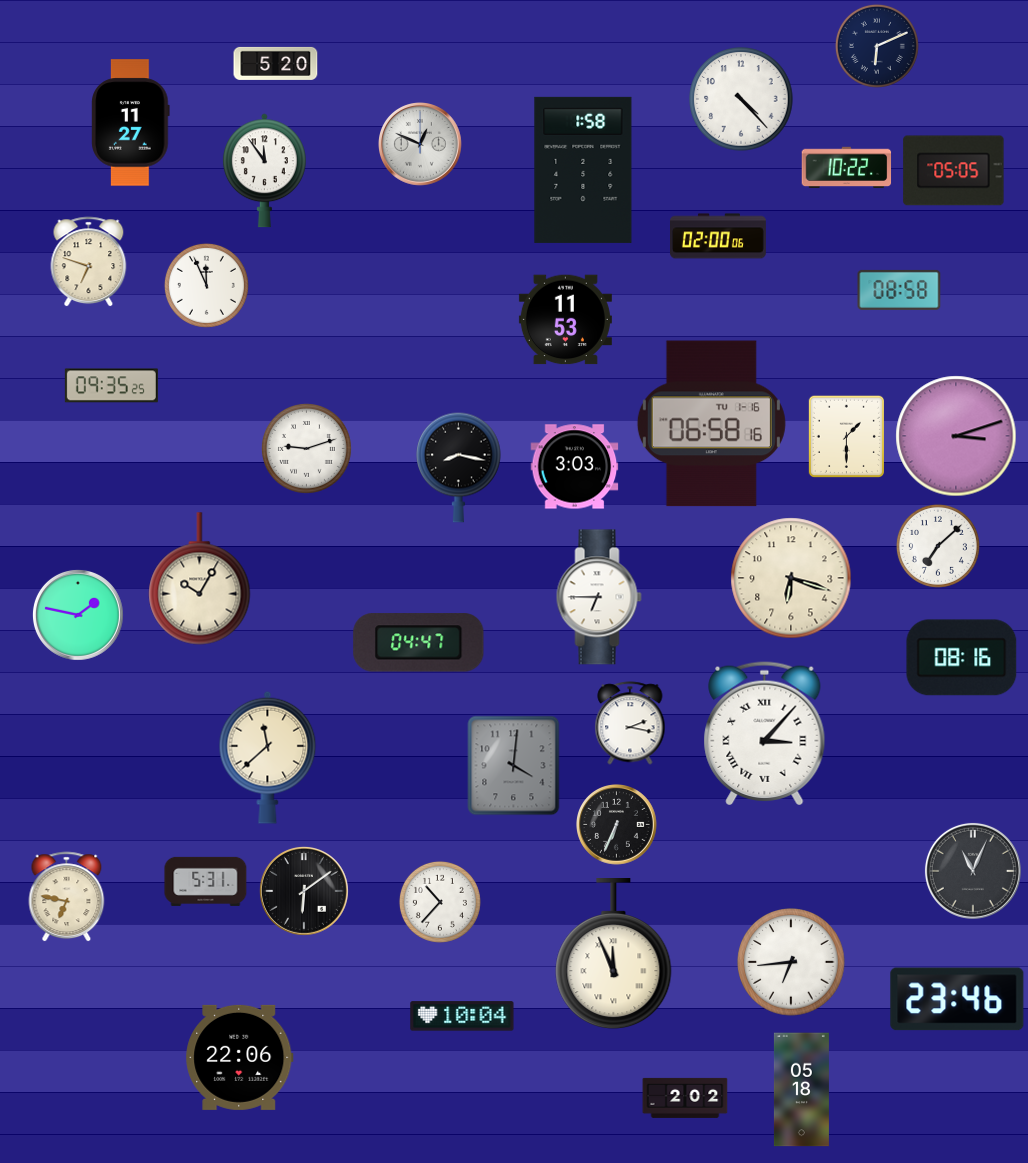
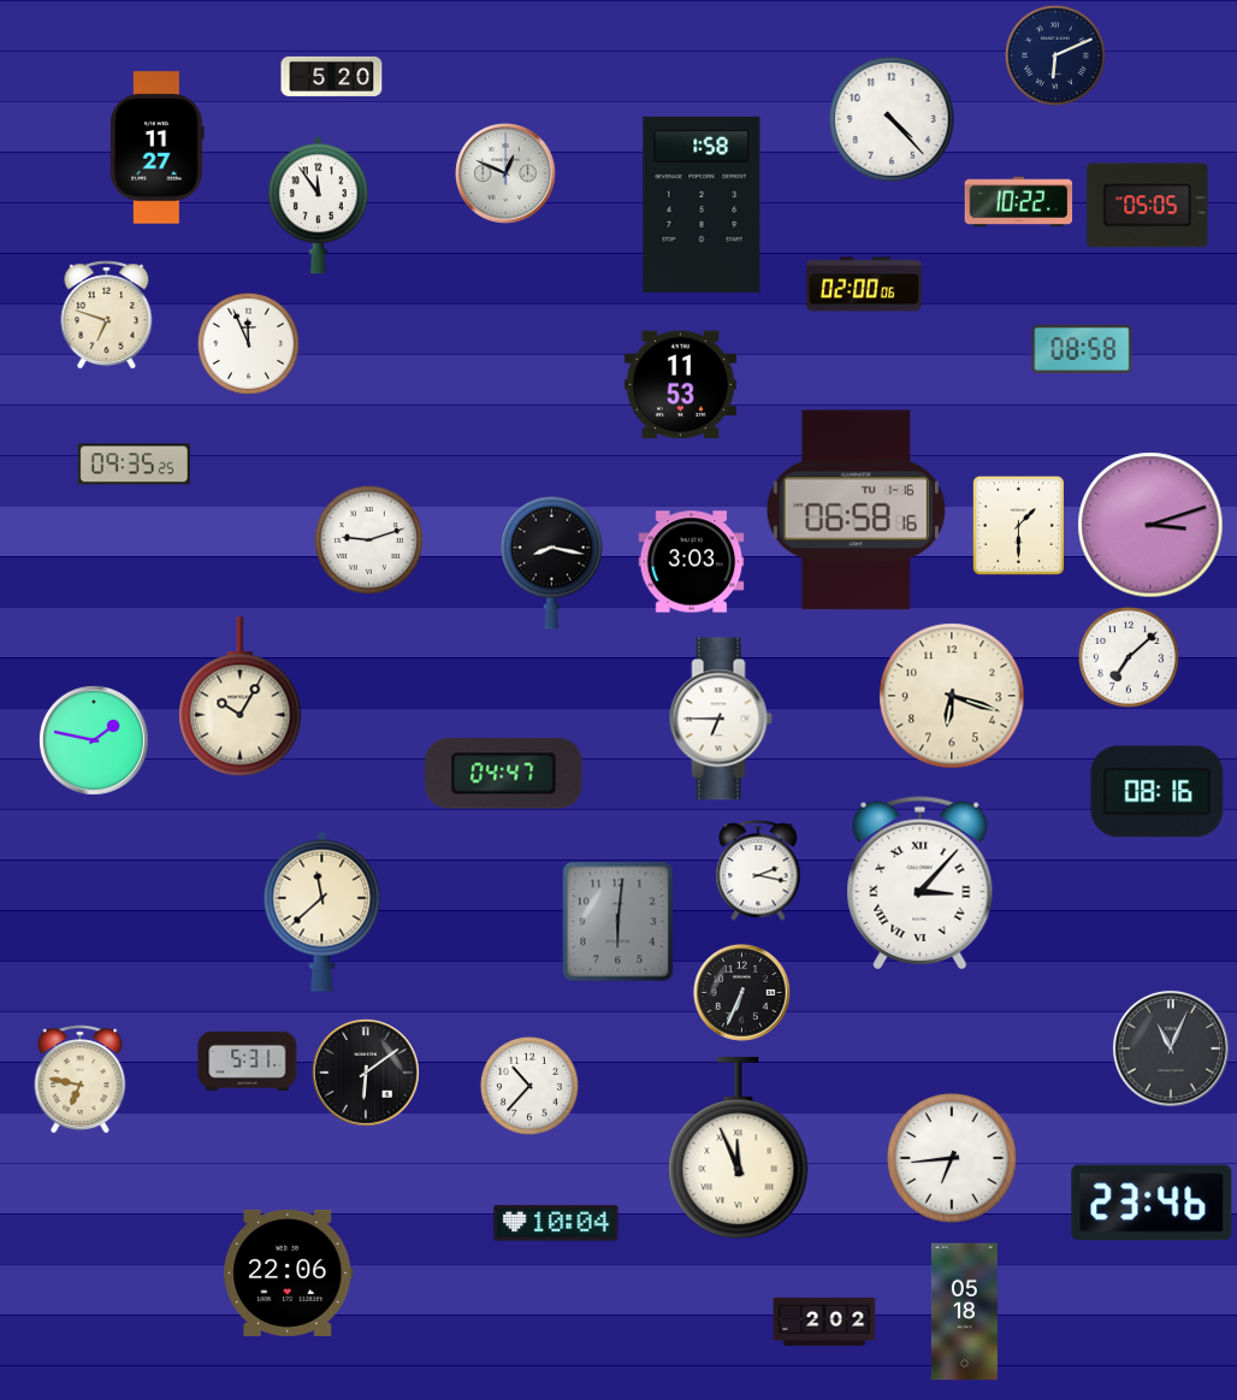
clock at (514, 766): 4:01 -> 6:01
